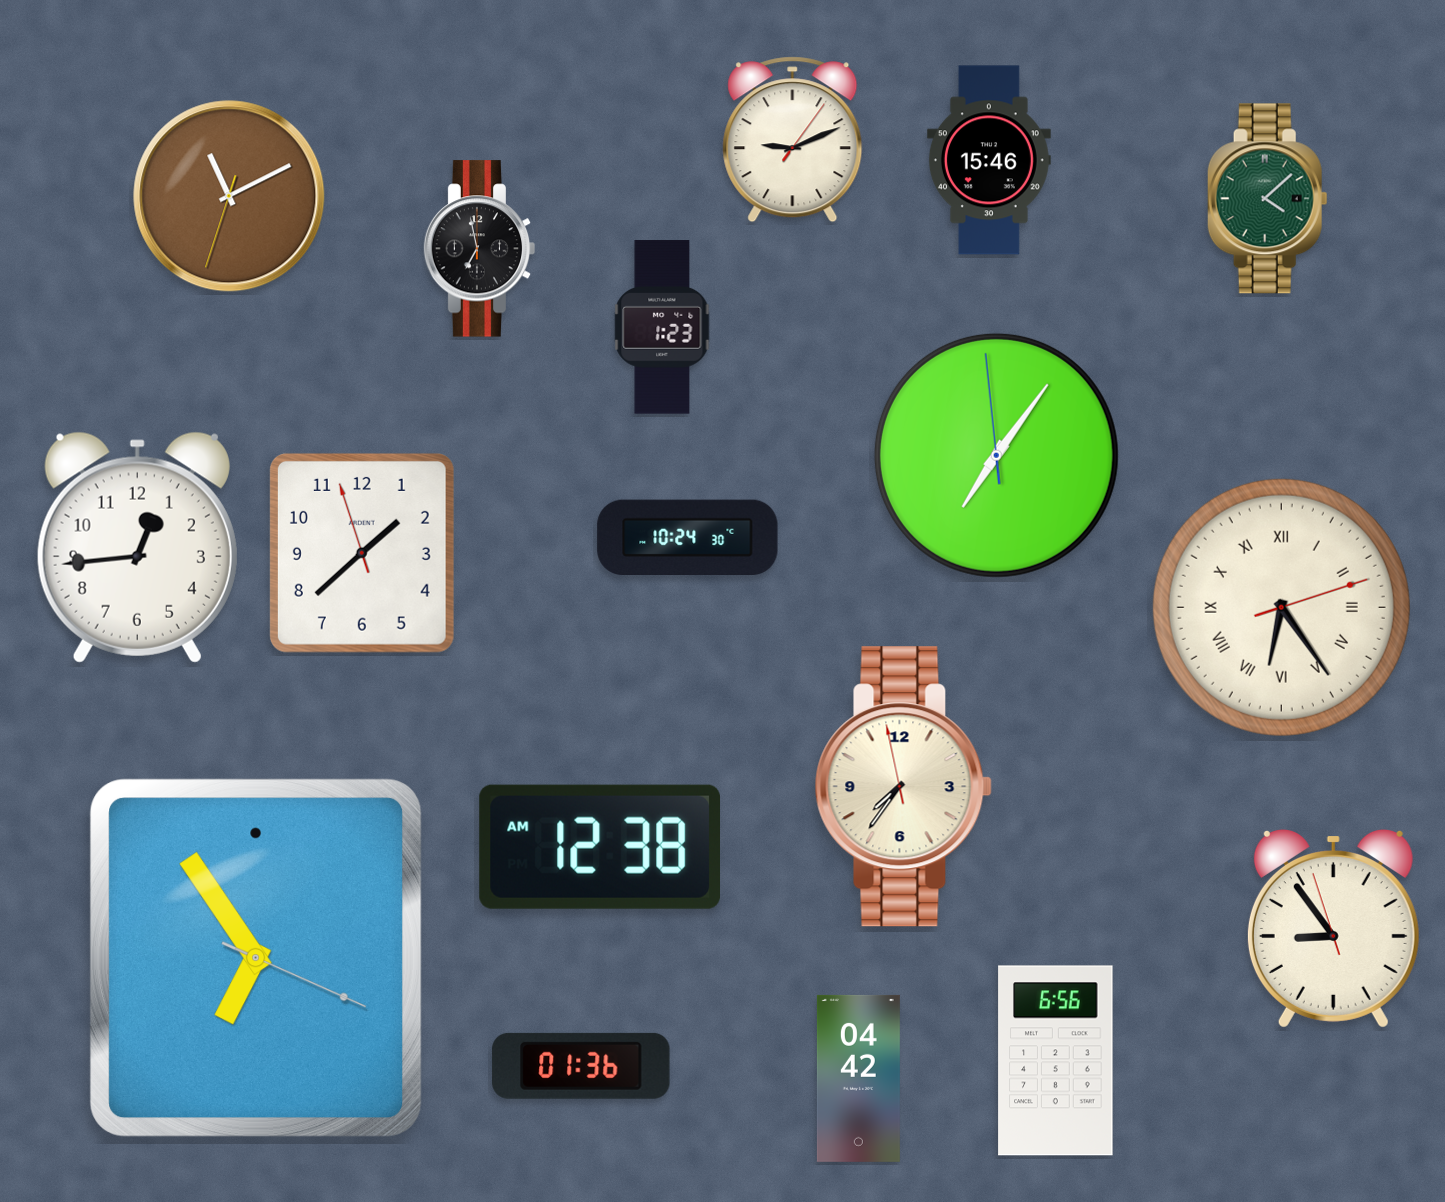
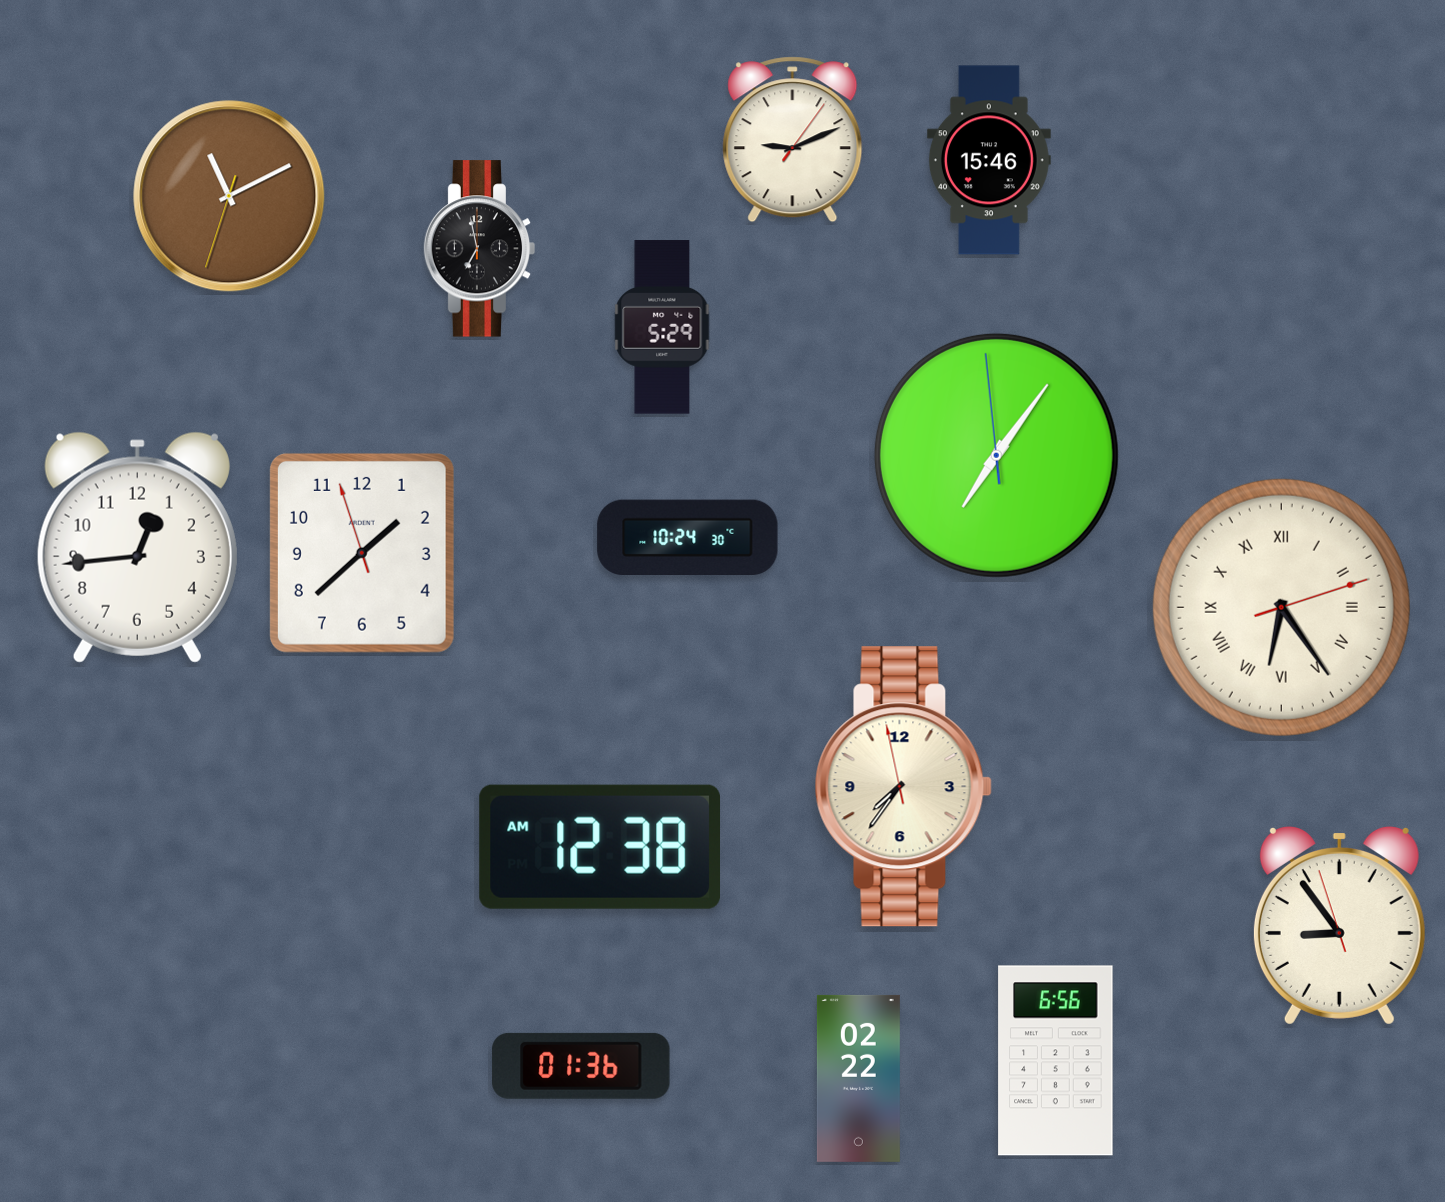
clock at (1267, 199): 4:08 -> none
clock at (662, 327): 1:23 -> 5:29
clock at (1333, 929) position: (1333, 929) -> (1339, 926)
clock at (256, 958): 6:54 -> none
clock at (858, 1078): 04:42 -> 02:22
